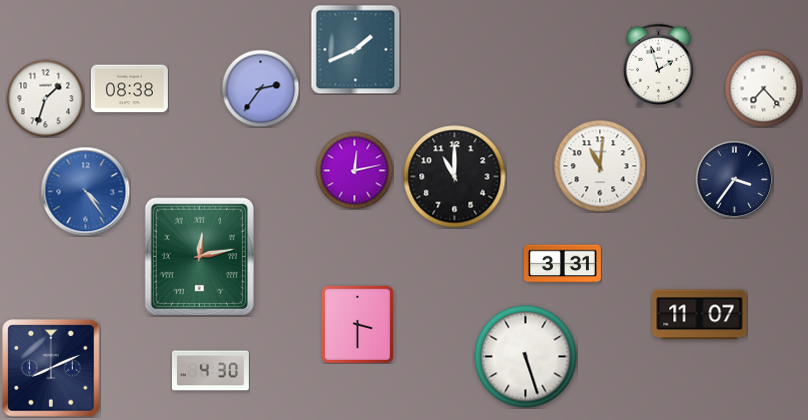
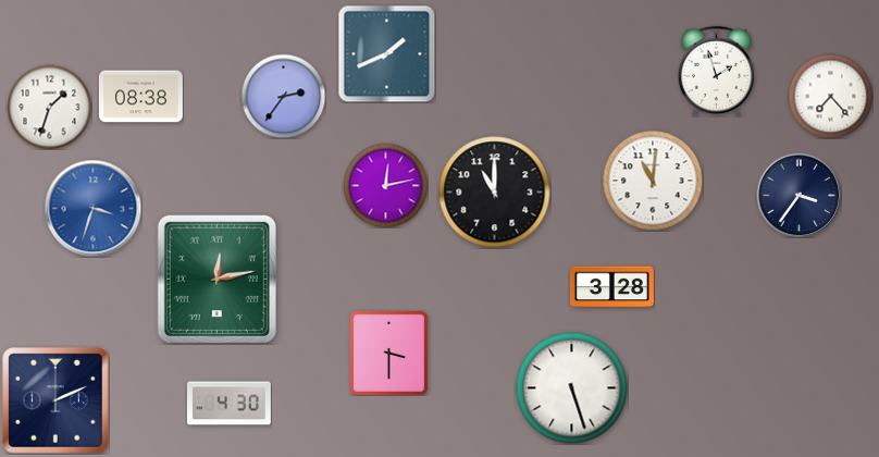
clock at (85, 191): 4:24 -> 3:33
clock at (562, 264): 3:31 -> 3:28
clock at (700, 315): 11:07 -> none
clock at (51, 368): 8:11 -> 2:11
